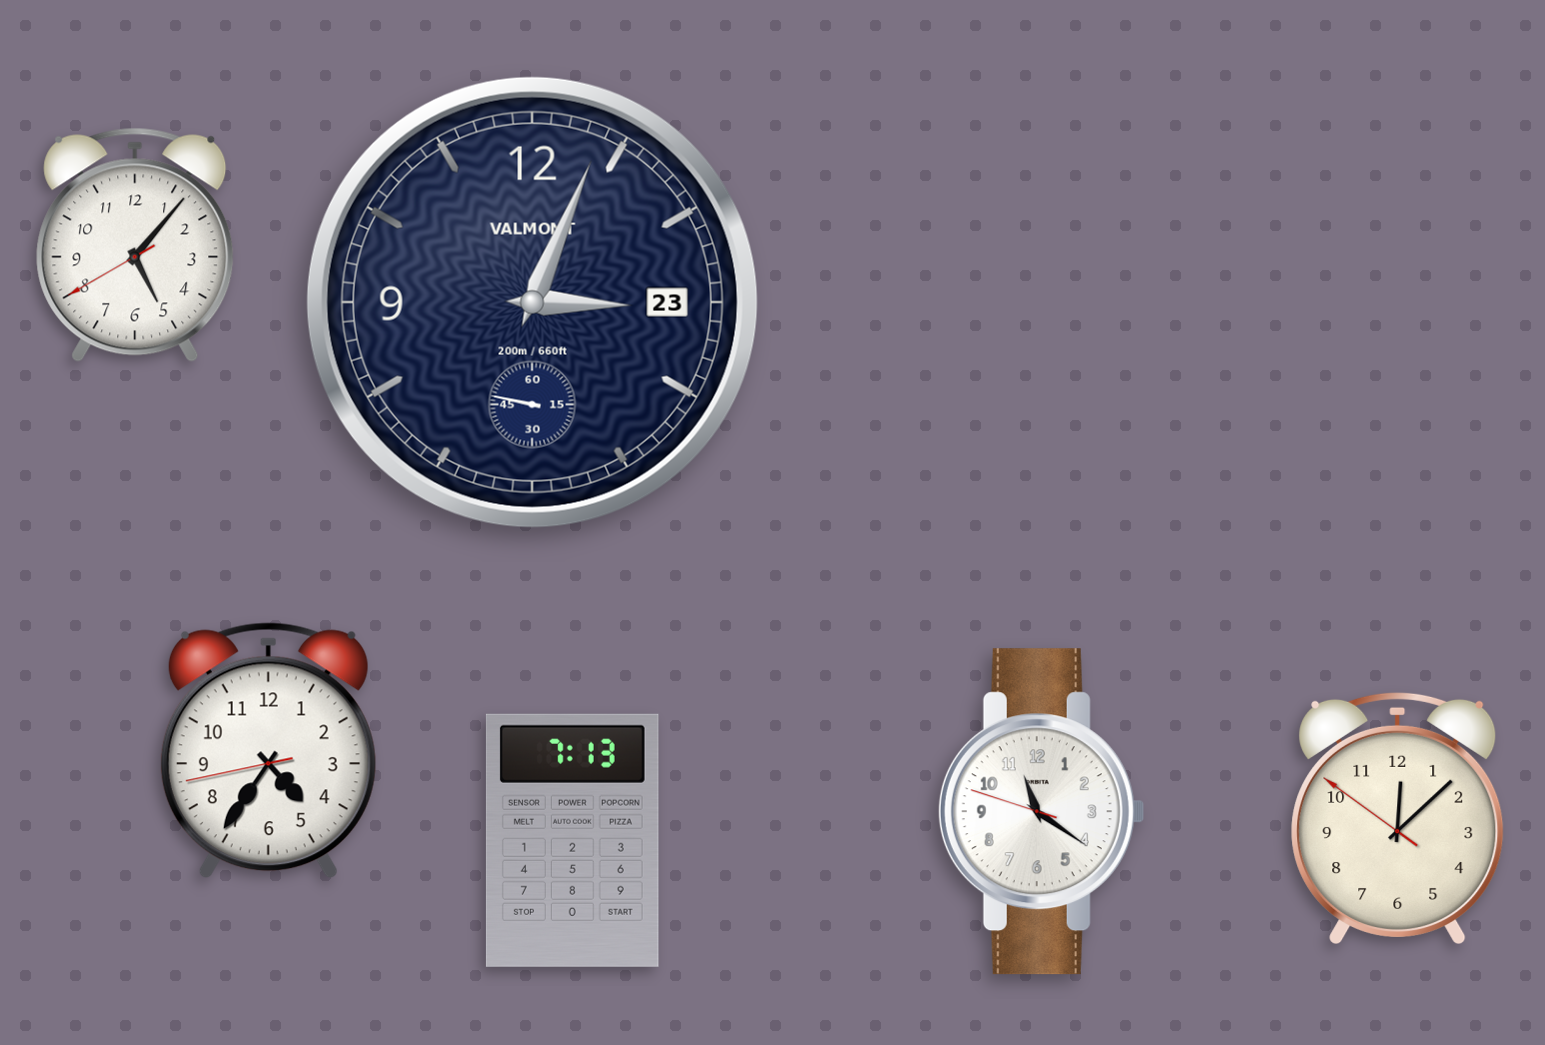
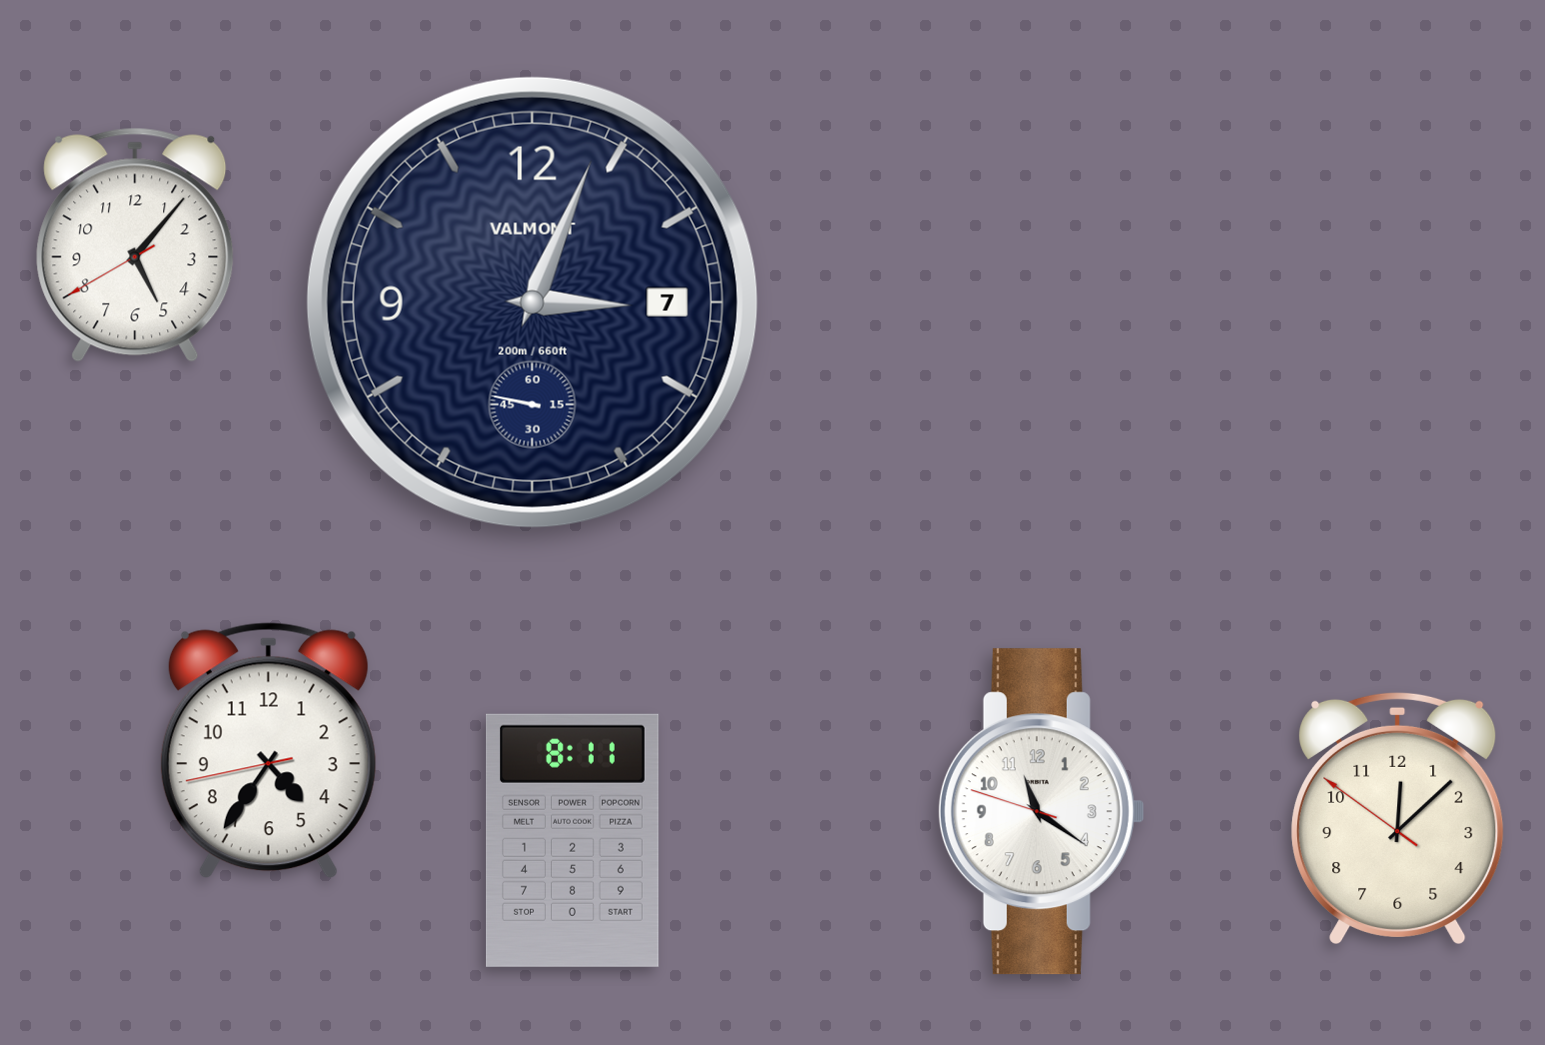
clock at (532, 302) date: 23 -> 7
clock at (572, 840): 7:13 -> 8:11
